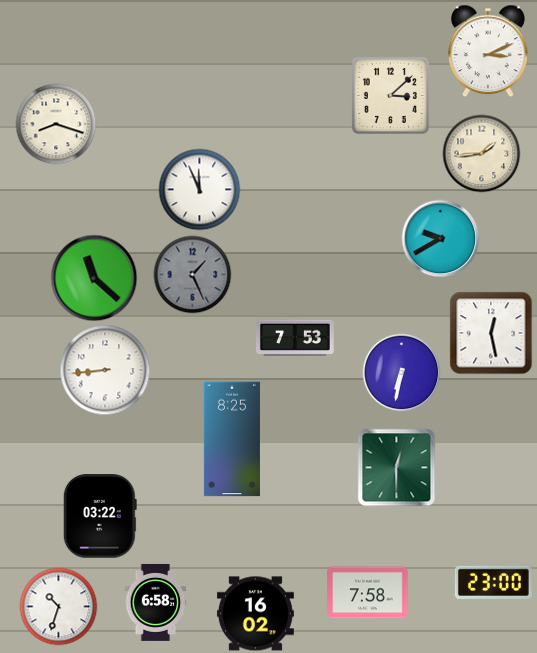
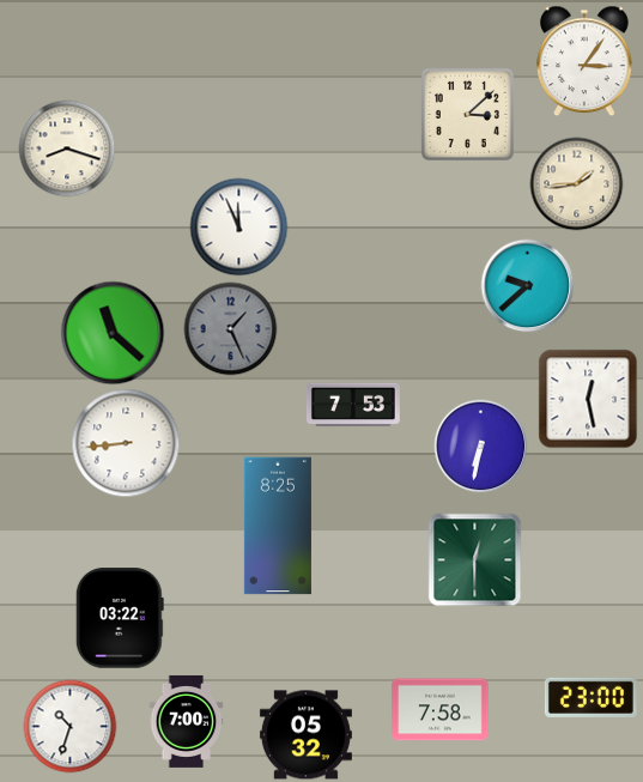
clock at (489, 51): 3:11 -> 3:06
clock at (440, 238): 9:40 -> 9:38
clock at (156, 602): 6:58 -> 7:00
clock at (255, 614): 16:02 -> 05:32
